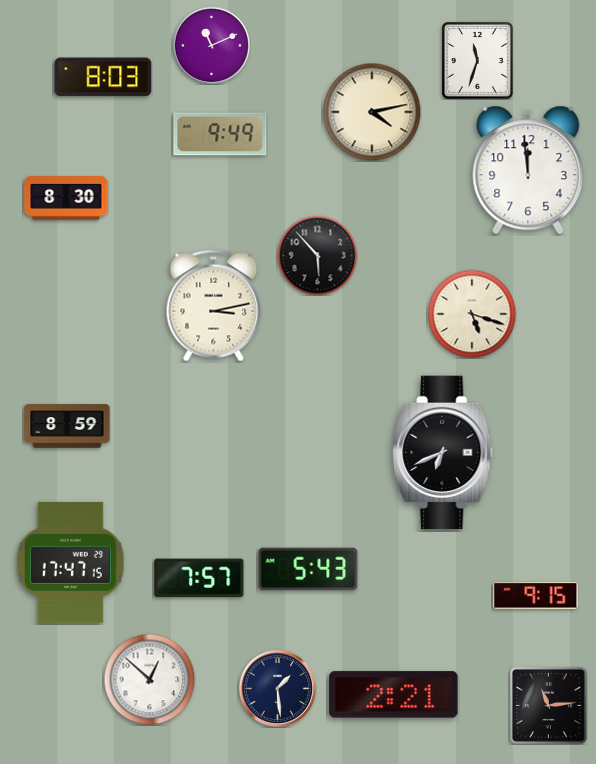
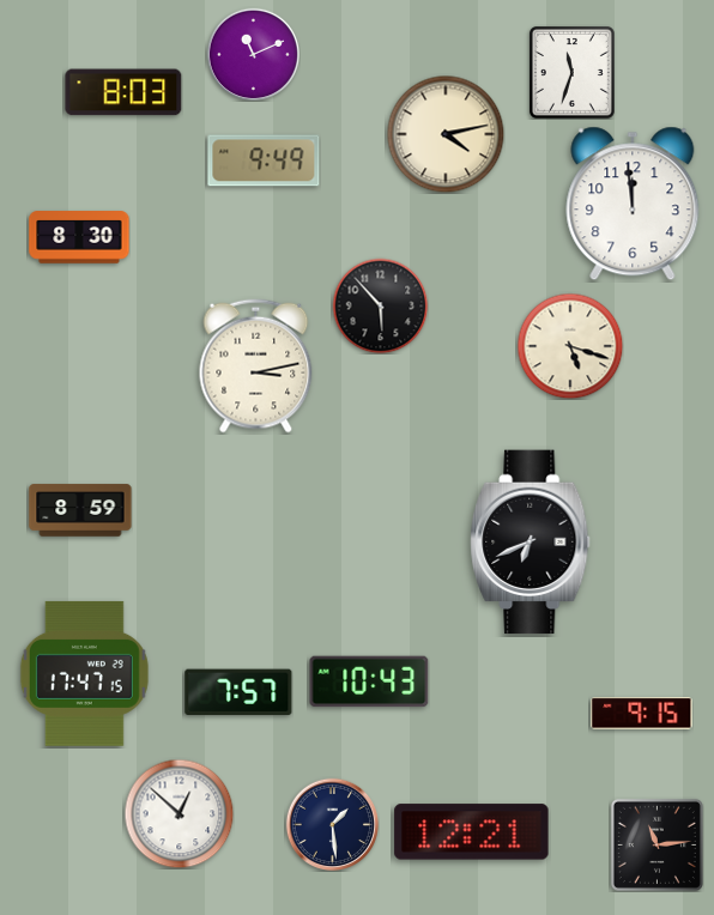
clock at (472, 314) position: (472, 314) -> (570, 346)
clock at (308, 569): 5:43 -> 10:43
clock at (394, 695): 2:21 -> 12:21
